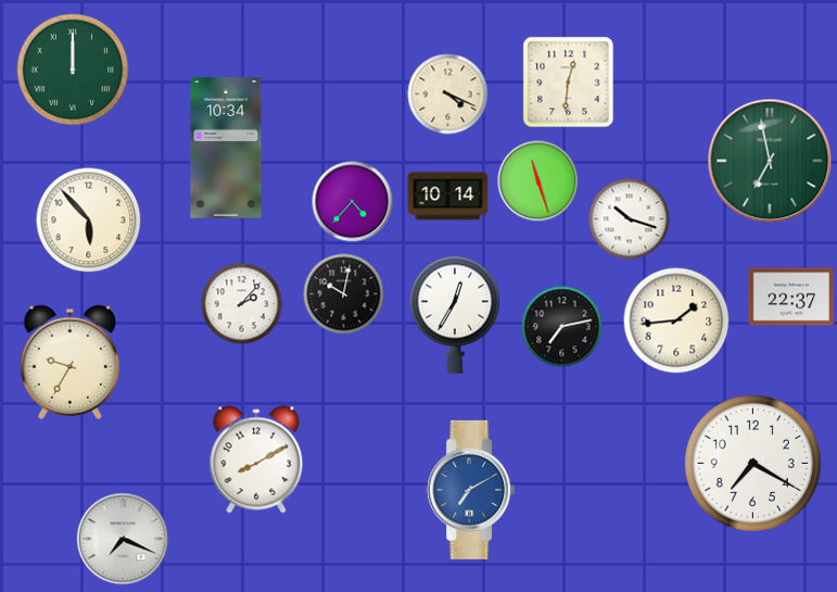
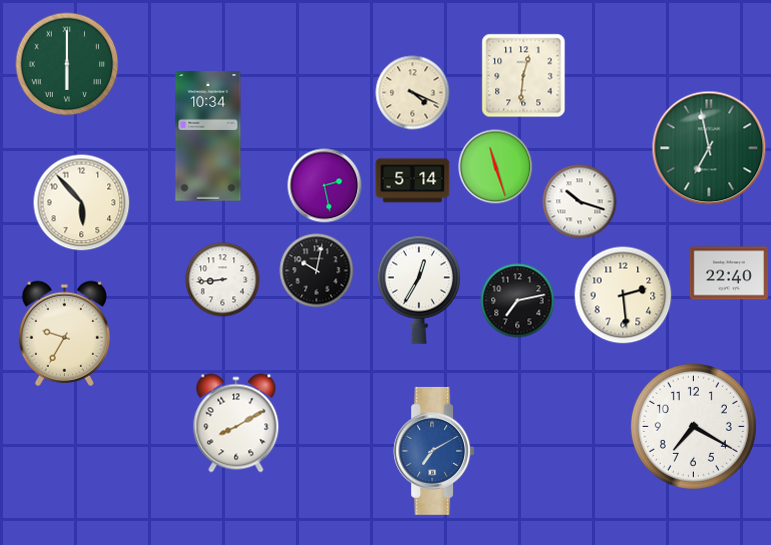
clock at (73, 70): 12:00 -> 6:00
clock at (448, 95) position: (448, 95) -> (413, 93)
clock at (448, 197): 10:14 -> 5:14
clock at (353, 202): 4:37 -> 2:28
clock at (790, 297): 22:37 -> 22:40
clock at (242, 304): 2:07 -> 8:44
clock at (676, 320): 1:44 -> 2:29
clock at (123, 539): 7:19 -> none
